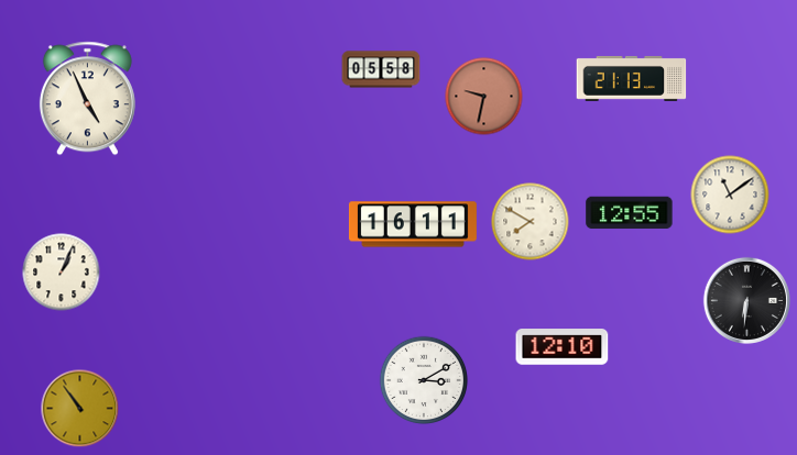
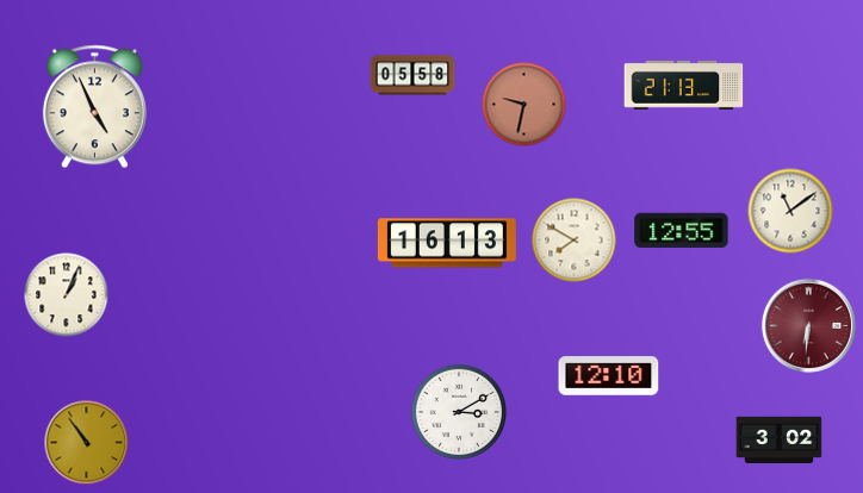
clock at (413, 224): 16:11 -> 16:13
clock at (746, 300) dial: black -> burgundy
clock at (780, 441): none -> 3:02
